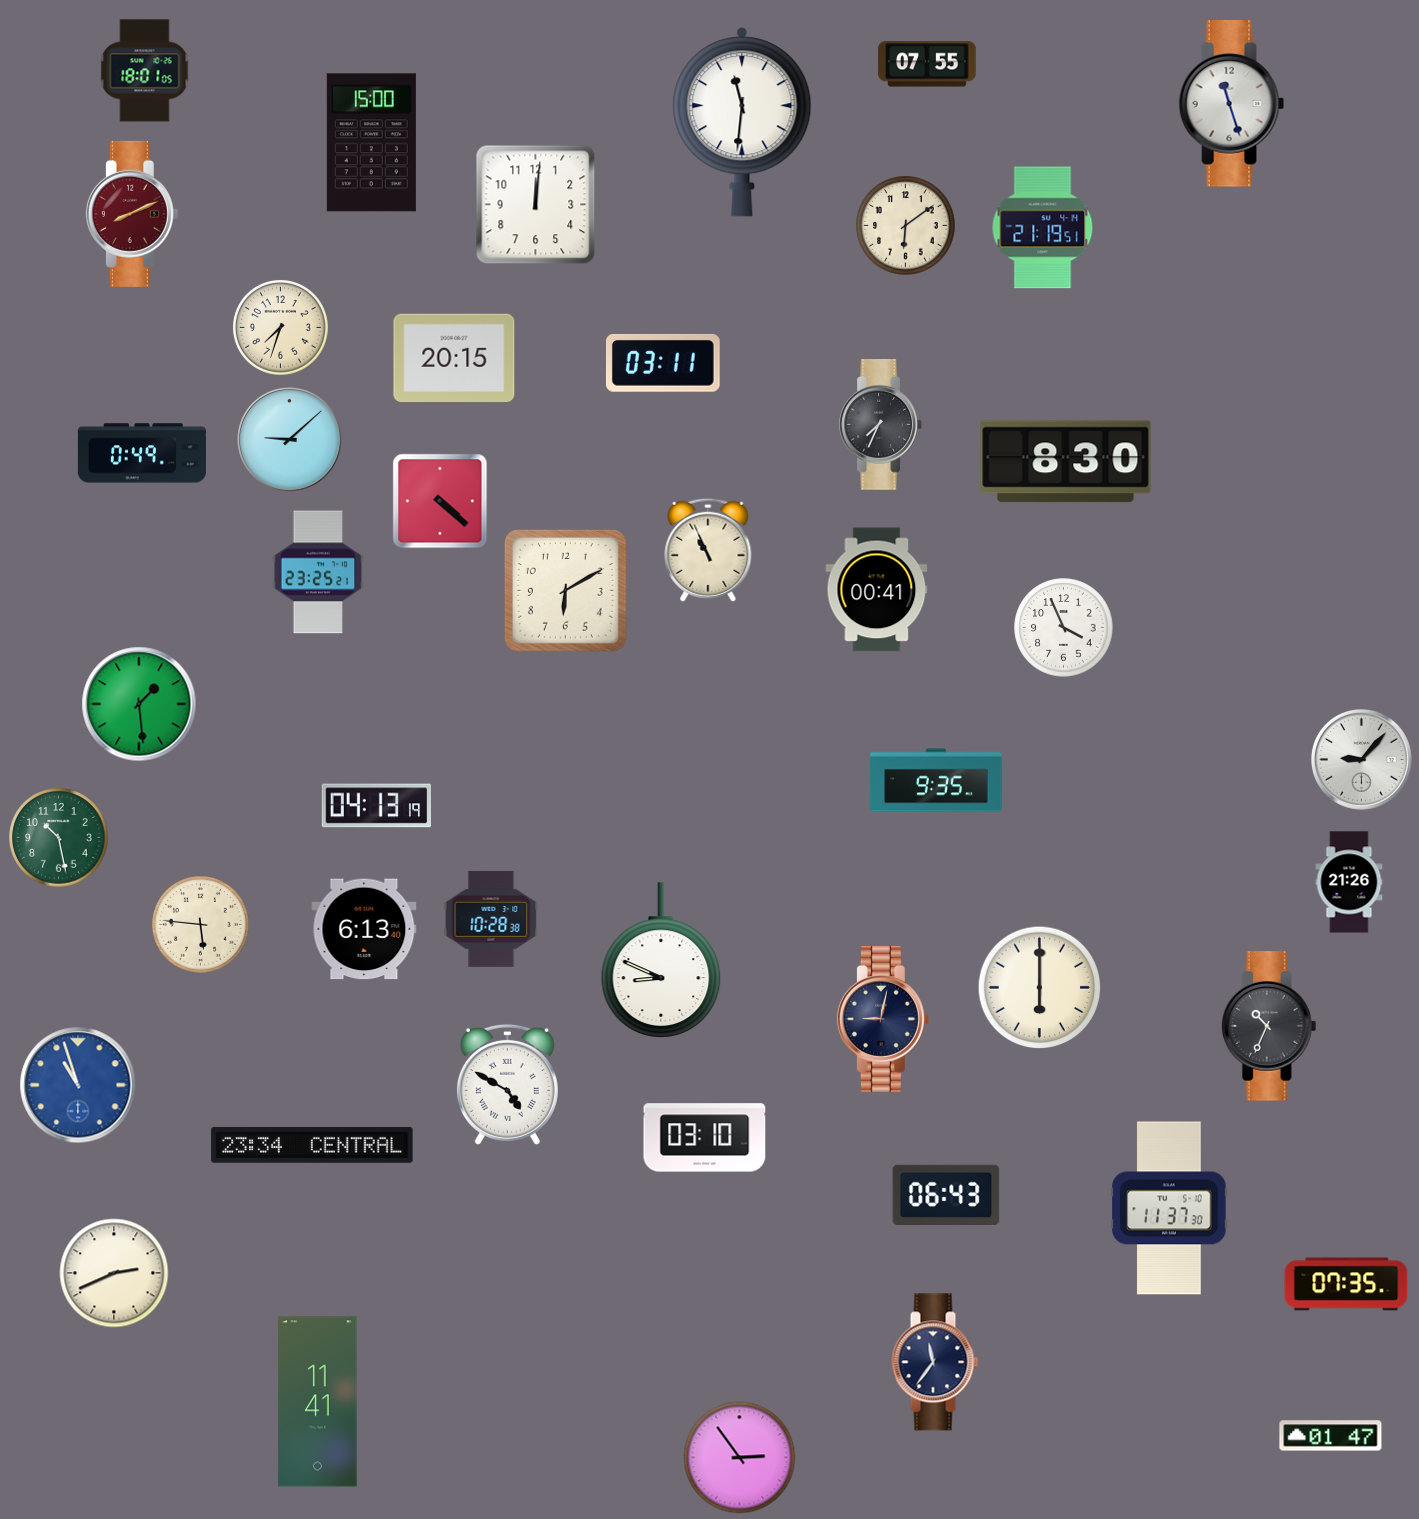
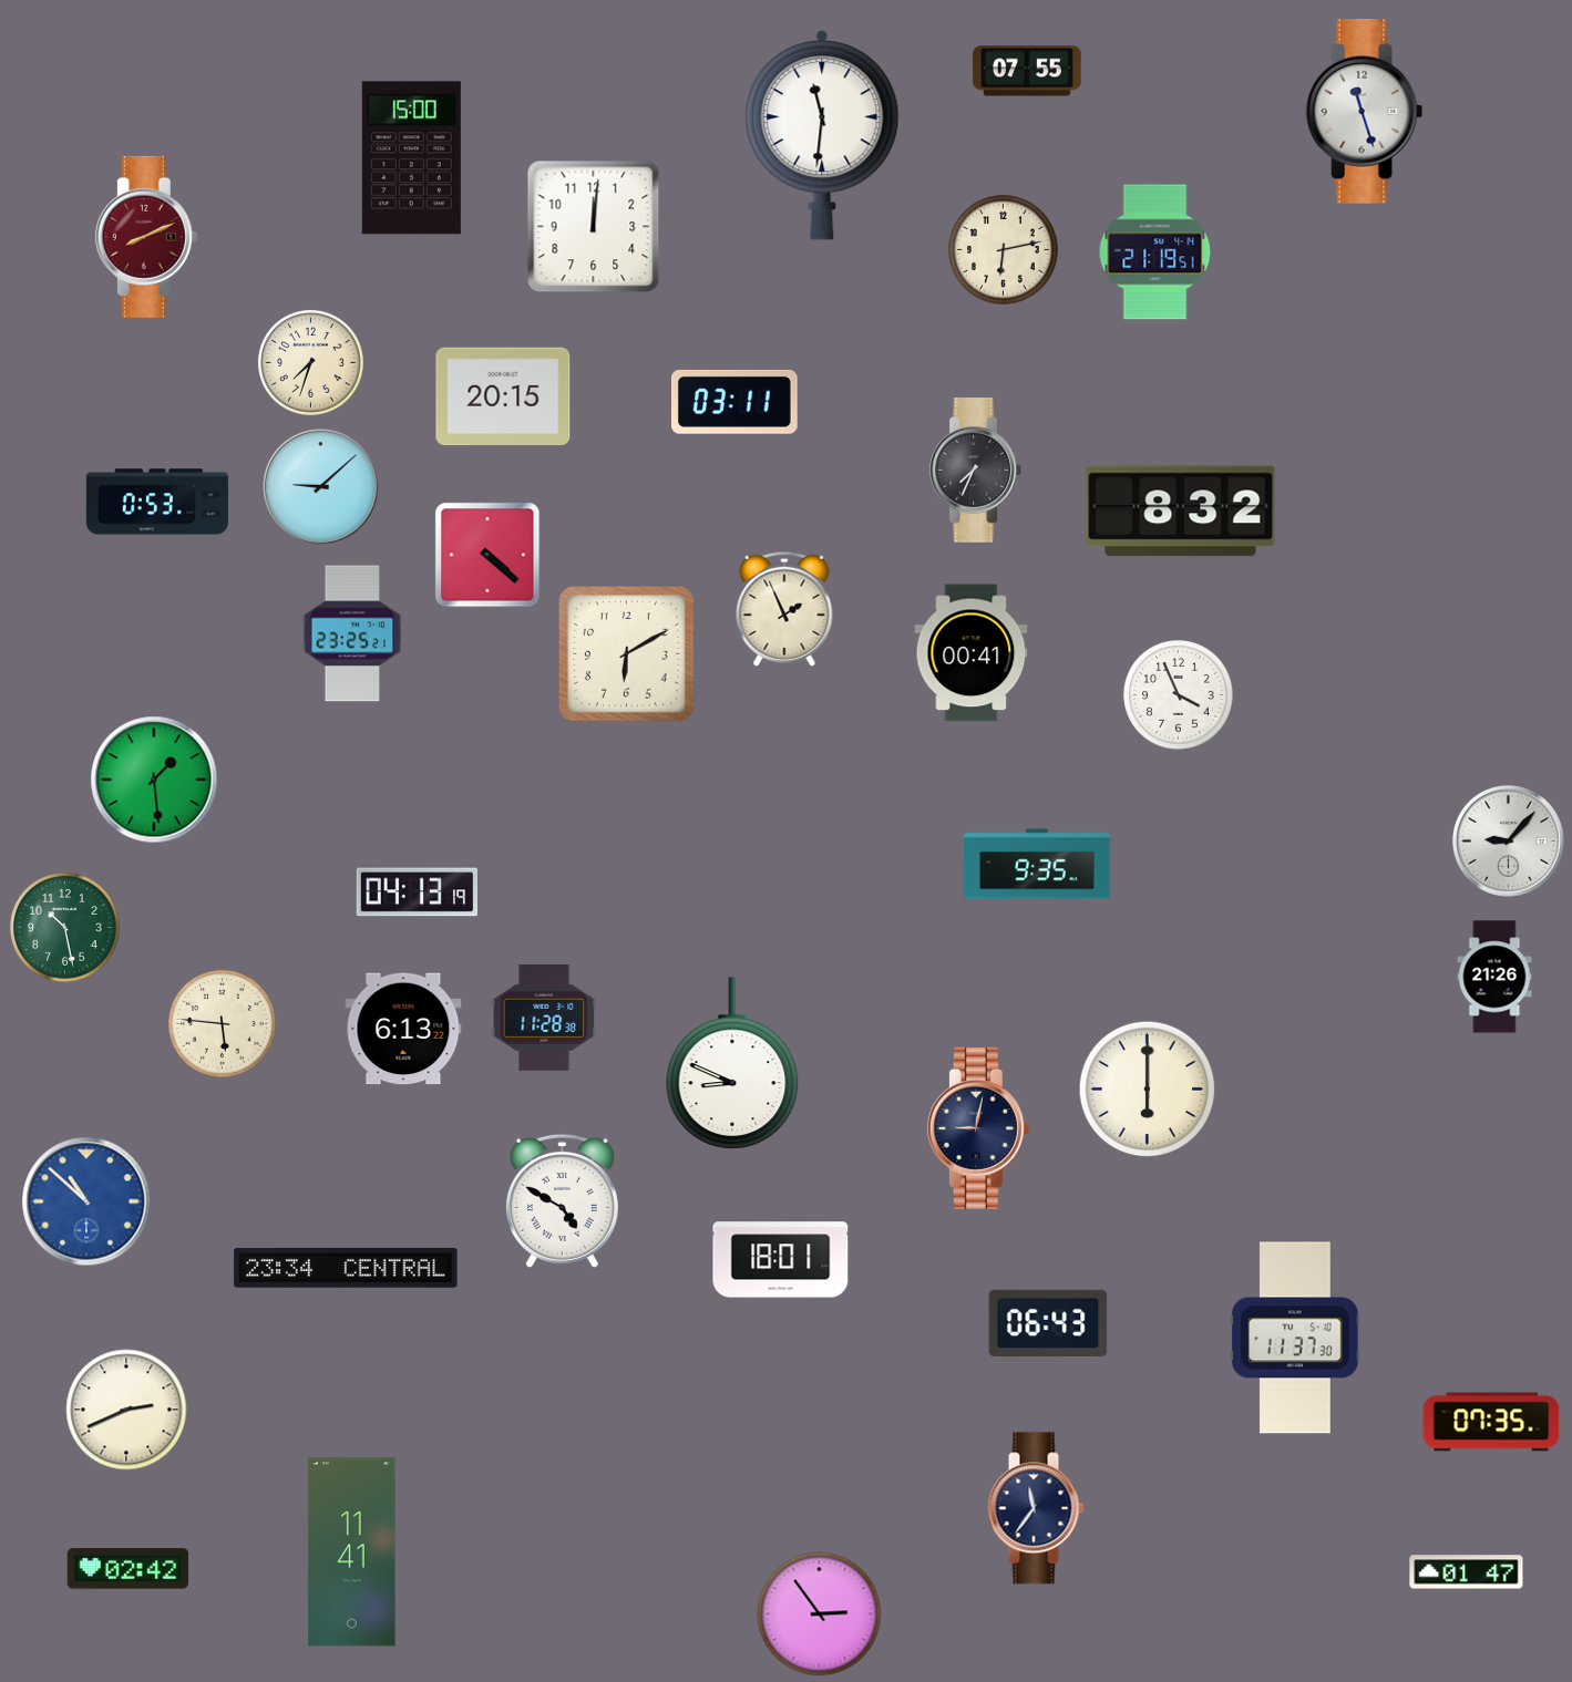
clock at (145, 71): 18:01 -> none
clock at (1232, 104) position: (1232, 104) -> (1365, 112)
clock at (906, 226): 6:09 -> 6:13
clock at (142, 453): 0:49 -> 0:53
clock at (1066, 462): 8:30 -> 8:32
clock at (708, 550): 10:56 -> 1:56
clock at (491, 919): 10:28 -> 11:28
clock at (364, 929): 6:13:40 -> 6:13:22
clock at (1040, 988) position: (1040, 988) -> (1148, 1090)
clock at (1269, 1026): 10:34 -> none
clock at (78, 1085): 10:57 -> 10:52
clock at (705, 1138): 03:10 -> 18:01
clock at (127, 1569): none -> 02:42
clock at (1331, 1436) position: (1331, 1436) -> (1467, 1572)
